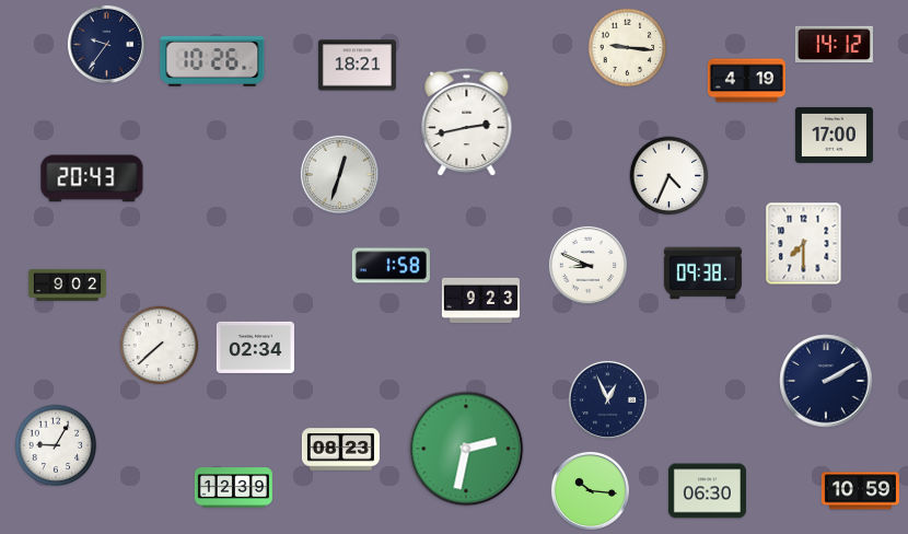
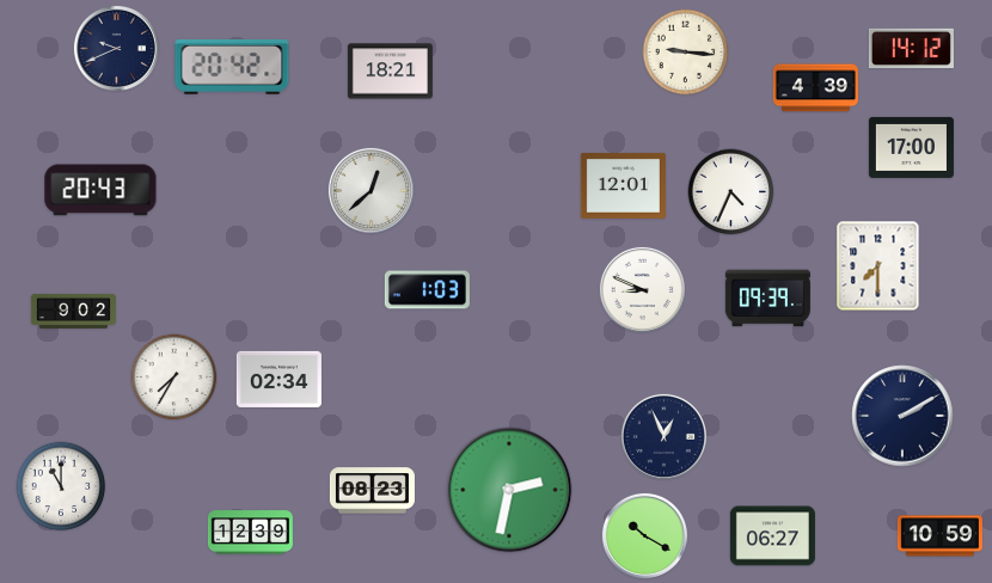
clock at (106, 44): 9:36 -> 9:41
clock at (212, 61): 10:26 -> 20:42
clock at (746, 81): 4:19 -> 4:39
clock at (467, 123): 2:43 -> none
clock at (623, 185): none -> 12:01
clock at (339, 174): 12:33 -> 12:38
clock at (92, 178) position: (92, 178) -> (100, 190)
clock at (391, 266): 1:58 -> 1:03
clock at (702, 274): 09:38 -> 09:39
clock at (480, 300): 9:23 -> none
clock at (160, 346): 7:38 -> 7:35
clock at (56, 445): 9:05 -> 11:00
clock at (233, 488) position: (233, 488) -> (250, 533)
clock at (590, 490): 10:16 -> 10:20
clock at (707, 491): 06:30 -> 06:27
